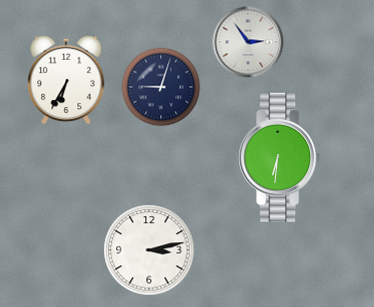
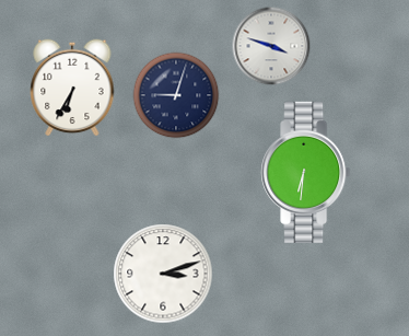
clock at (248, 42): 2:54 -> 3:48
clock at (149, 250): 3:13 -> 3:12
